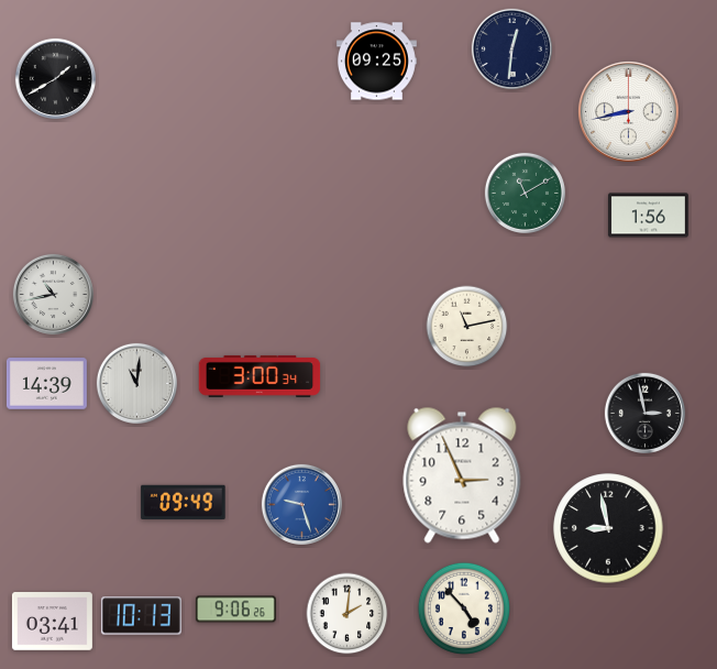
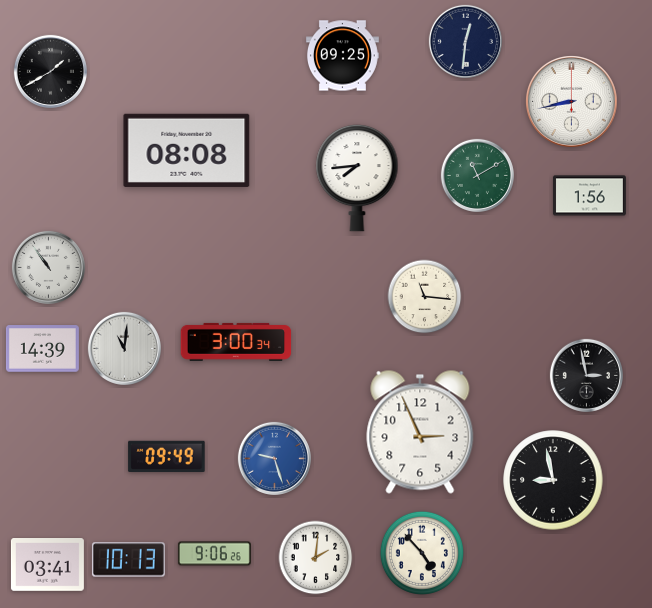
clock at (511, 48) position: (511, 48) -> (465, 41)
clock at (187, 150): none -> 08:08
clock at (357, 178): none -> 7:44
clock at (53, 294): 10:43 -> 10:54
clock at (467, 327): 11:13 -> 11:16
